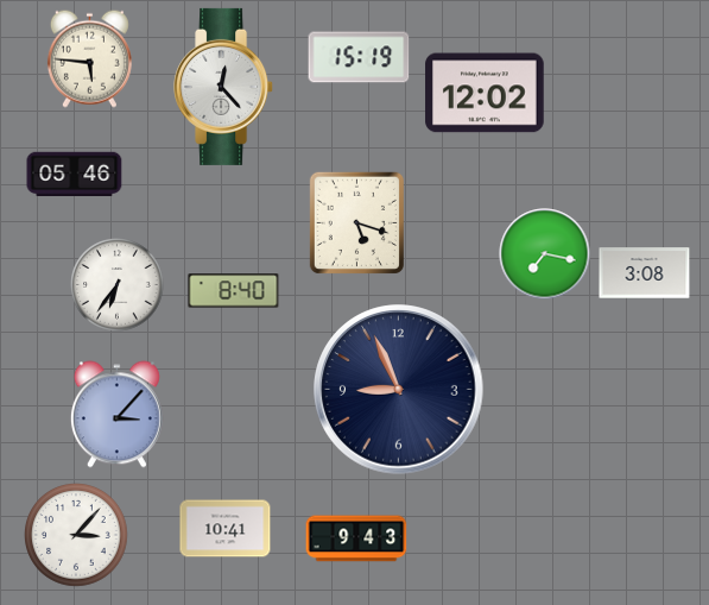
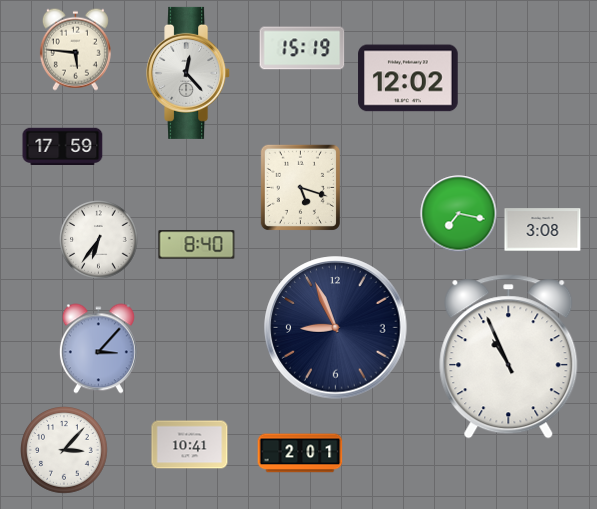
clock at (75, 174): 05:46 -> 17:59
clock at (509, 357): none -> 10:56
clock at (356, 538): 9:43 -> 2:01
